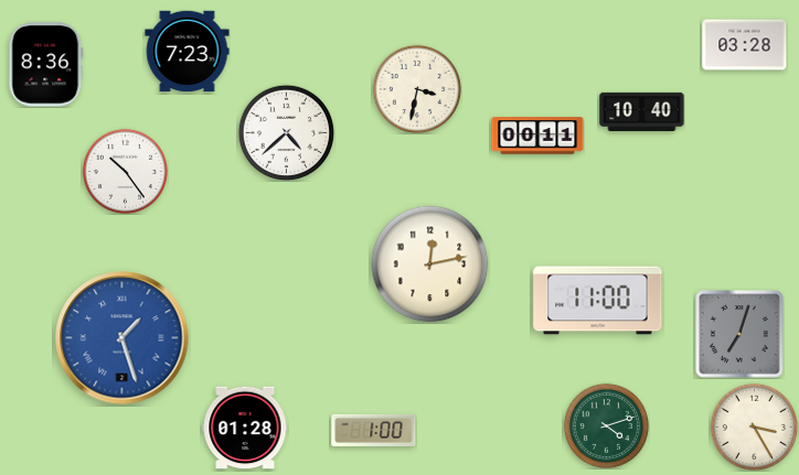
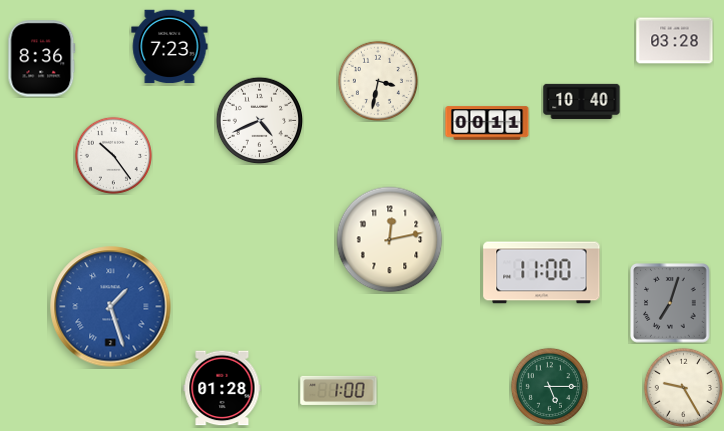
clock at (286, 132): 4:38 -> 4:41
clock at (606, 425): 4:12 -> 5:15
clock at (754, 427): 3:25 -> 9:25
